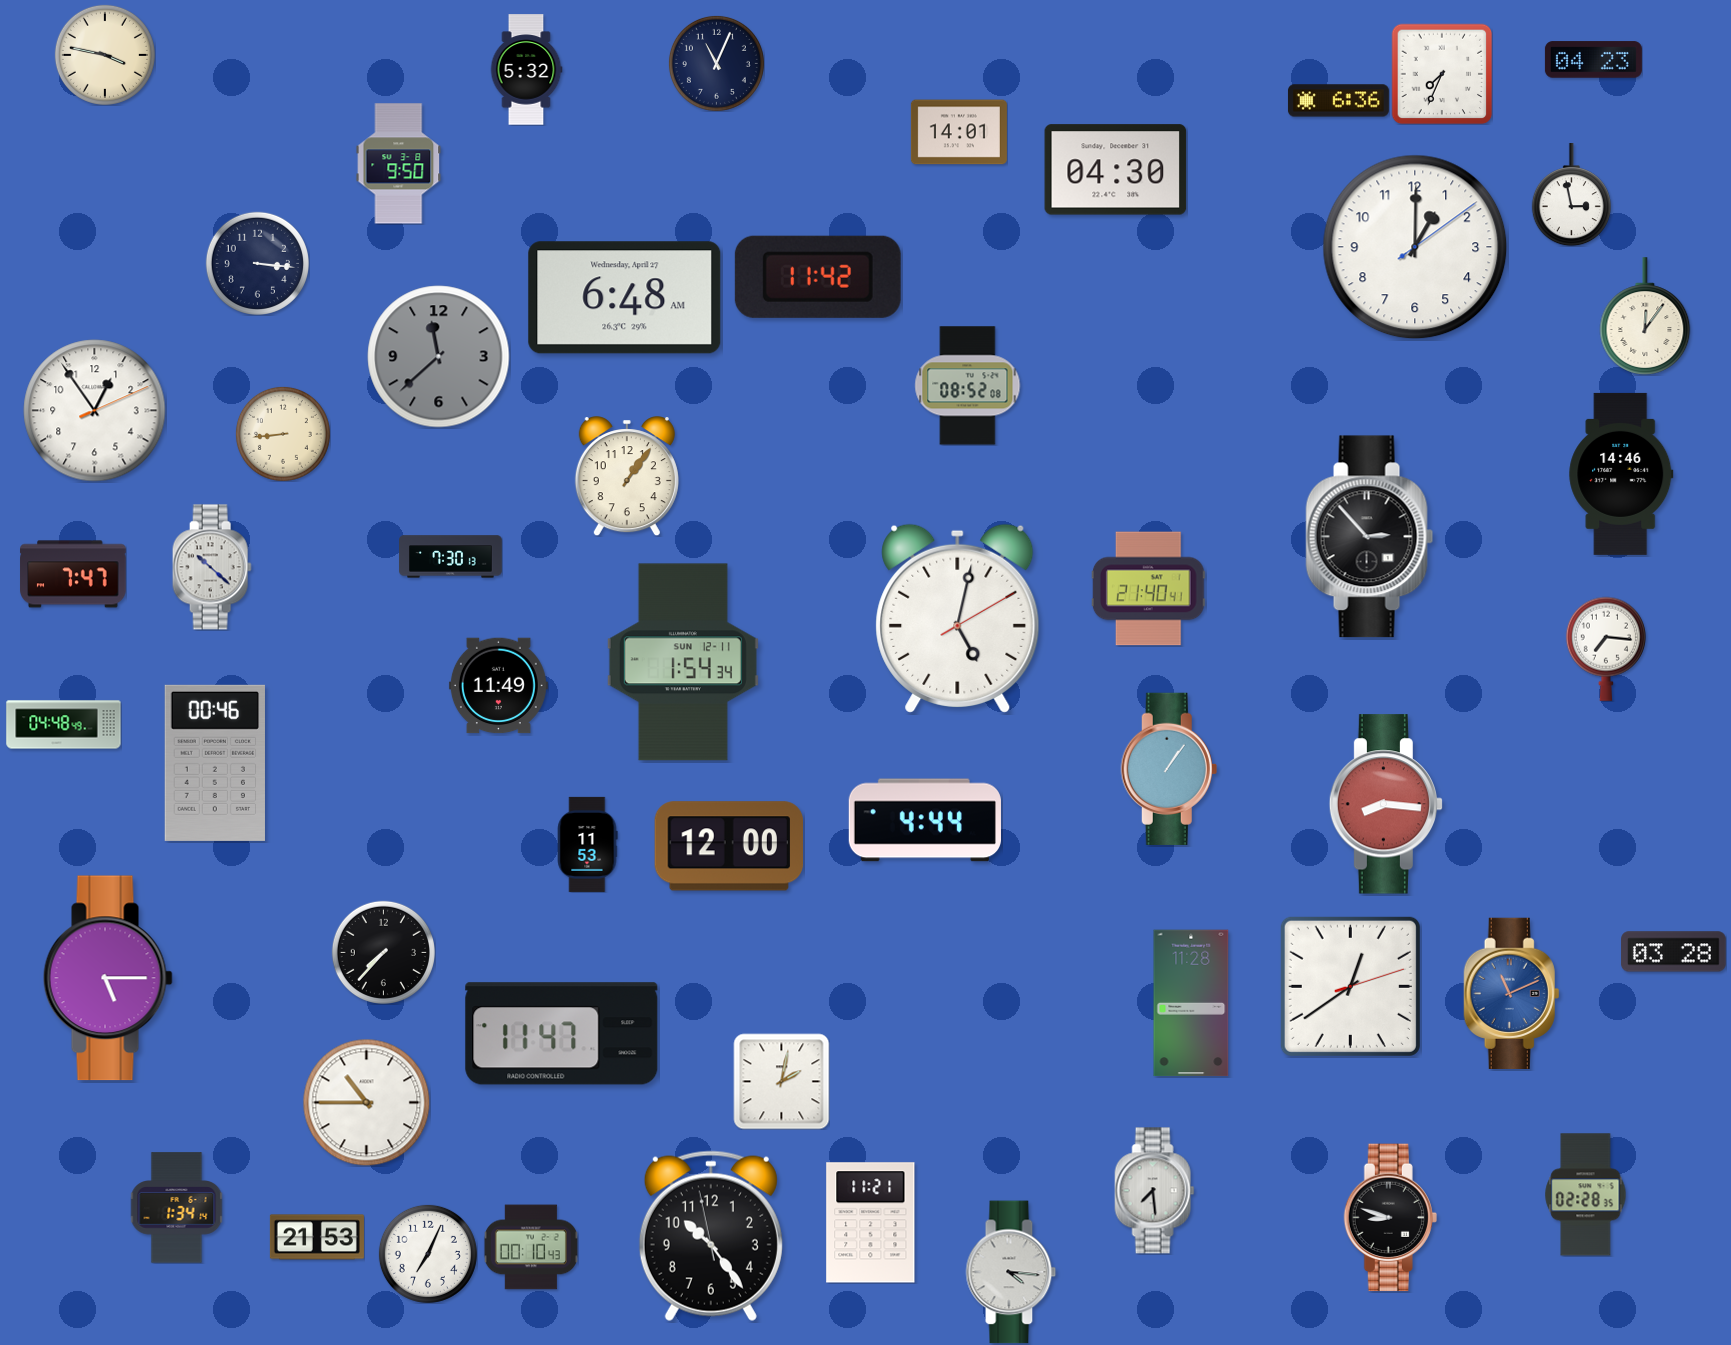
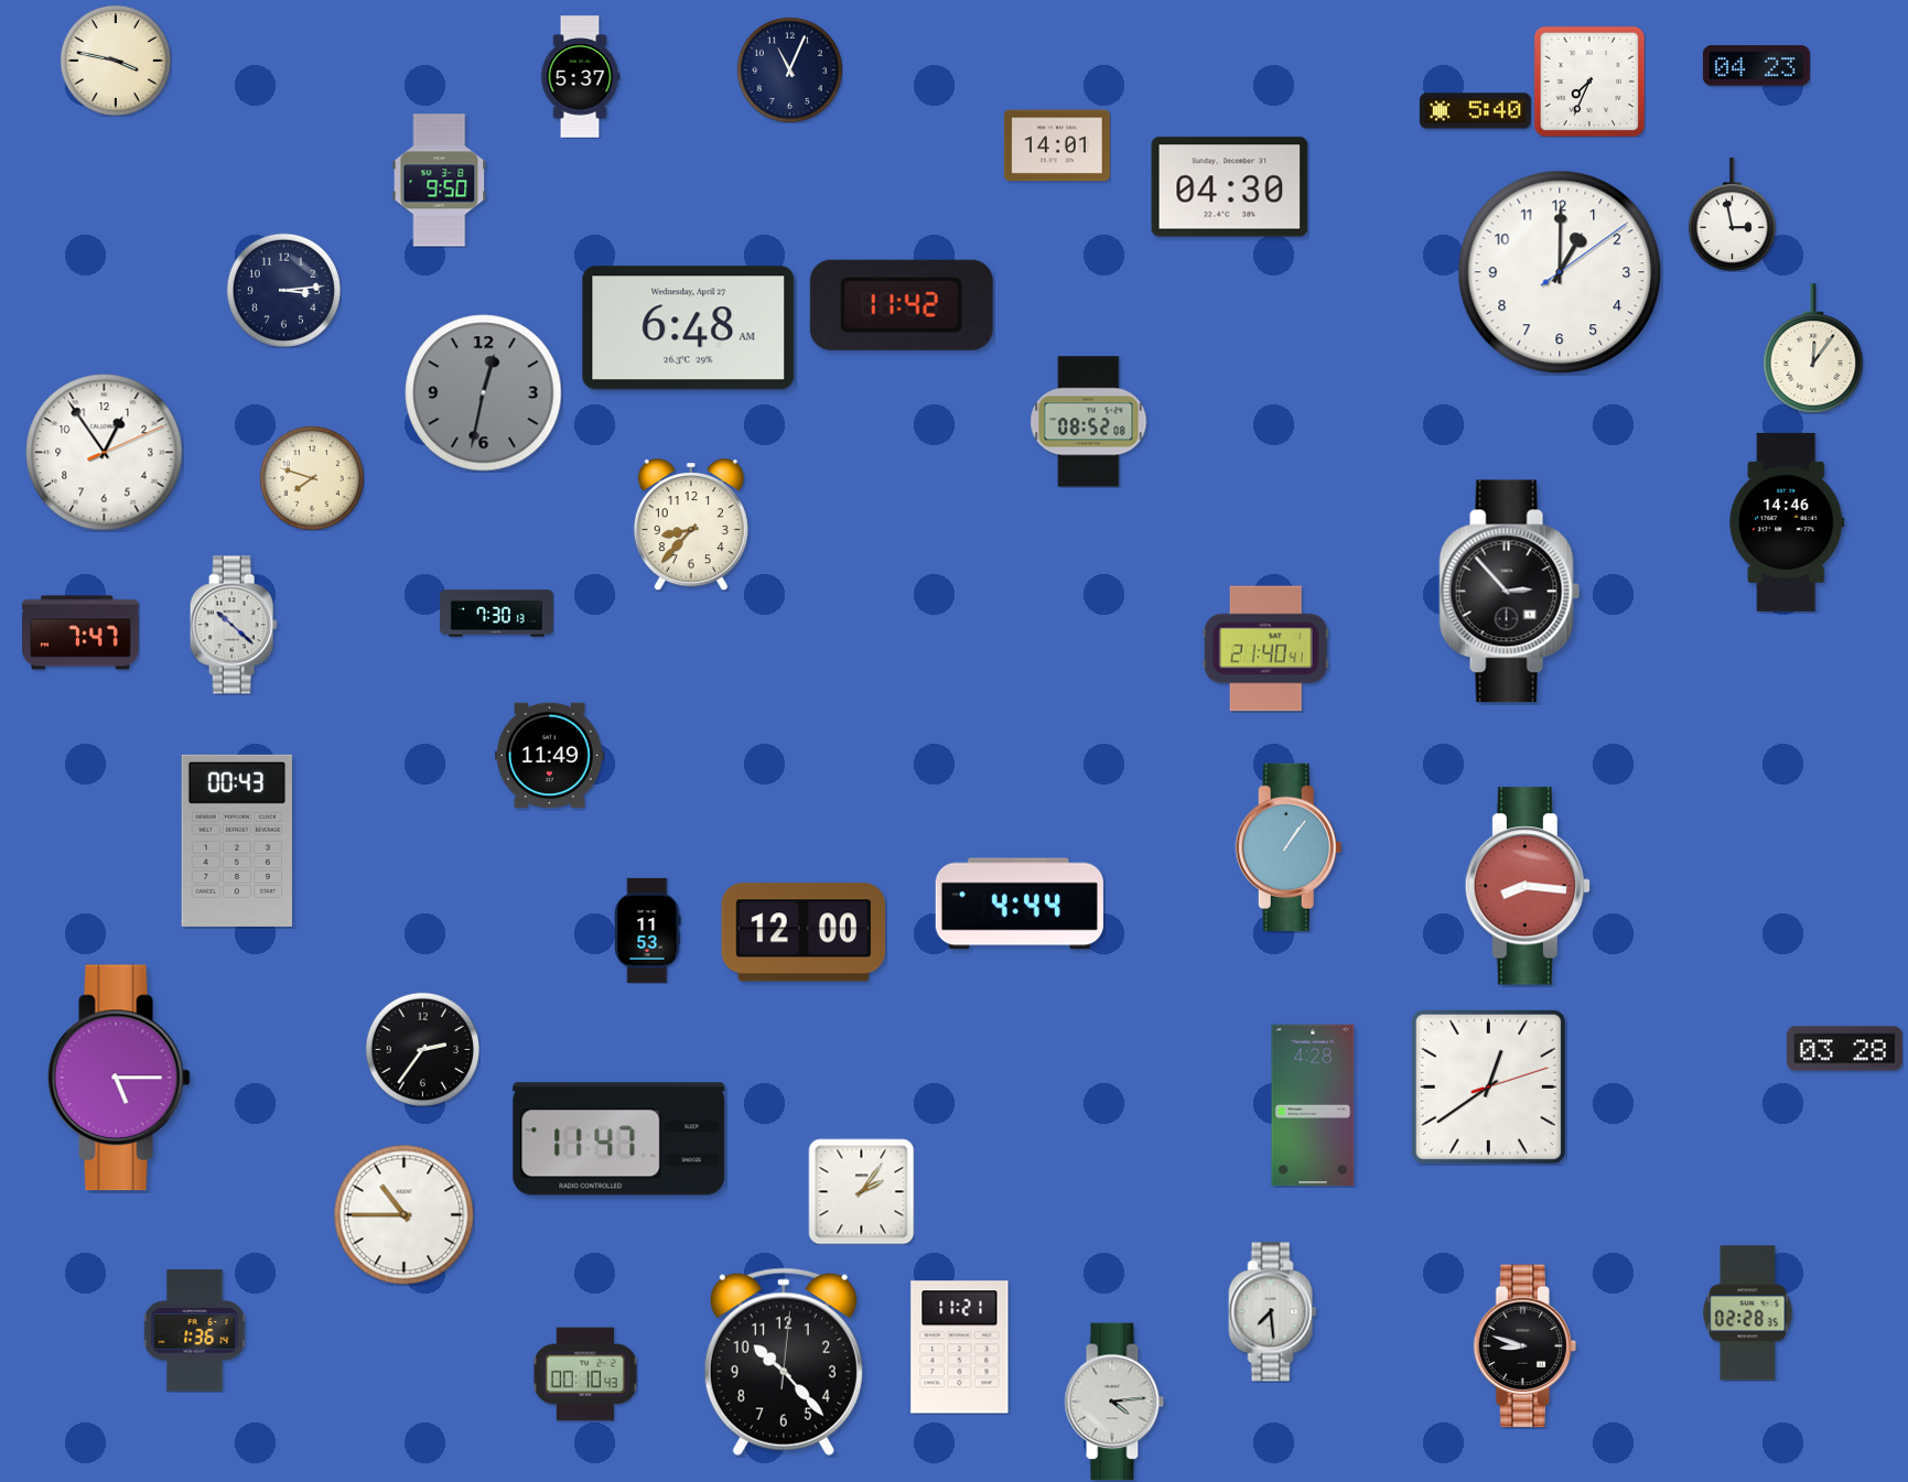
clock at (526, 70): 5:32 -> 5:37
clock at (1338, 101): 6:36 -> 5:40
clock at (257, 263): 3:16 -> 3:14
clock at (439, 357): 11:38 -> 12:32
clock at (968, 386) position: (968, 386) -> (1089, 422)
clock at (283, 434): 8:44 -> 7:48
clock at (627, 476): 1:06 -> 8:37
clock at (958, 618): 5:02 -> none
clock at (1606, 649): 7:16 -> none
clock at (683, 662): 1:54 -> none
clock at (64, 725): 04:48 -> none
clock at (215, 763): 00:46 -> 00:43
clock at (383, 952): 7:37 -> 2:36
clock at (1512, 993): 11:11 -> none
clock at (1191, 1003): 11:28 -> 4:28
clock at (781, 1081): 2:02 -> 2:06
clock at (1586, 1195) position: (1586, 1195) -> (1748, 1313)
clock at (177, 1208): 1:34 -> 1:36
clock at (1390, 1218) position: (1390, 1218) -> (1524, 1346)
clock at (711, 1236): 10:23:58 -> 10:23:01
clock at (317, 1237): 21:53 -> none
clock at (428, 1254): 7:04 -> none
clock at (1011, 1272): 4:16 -> 4:14
